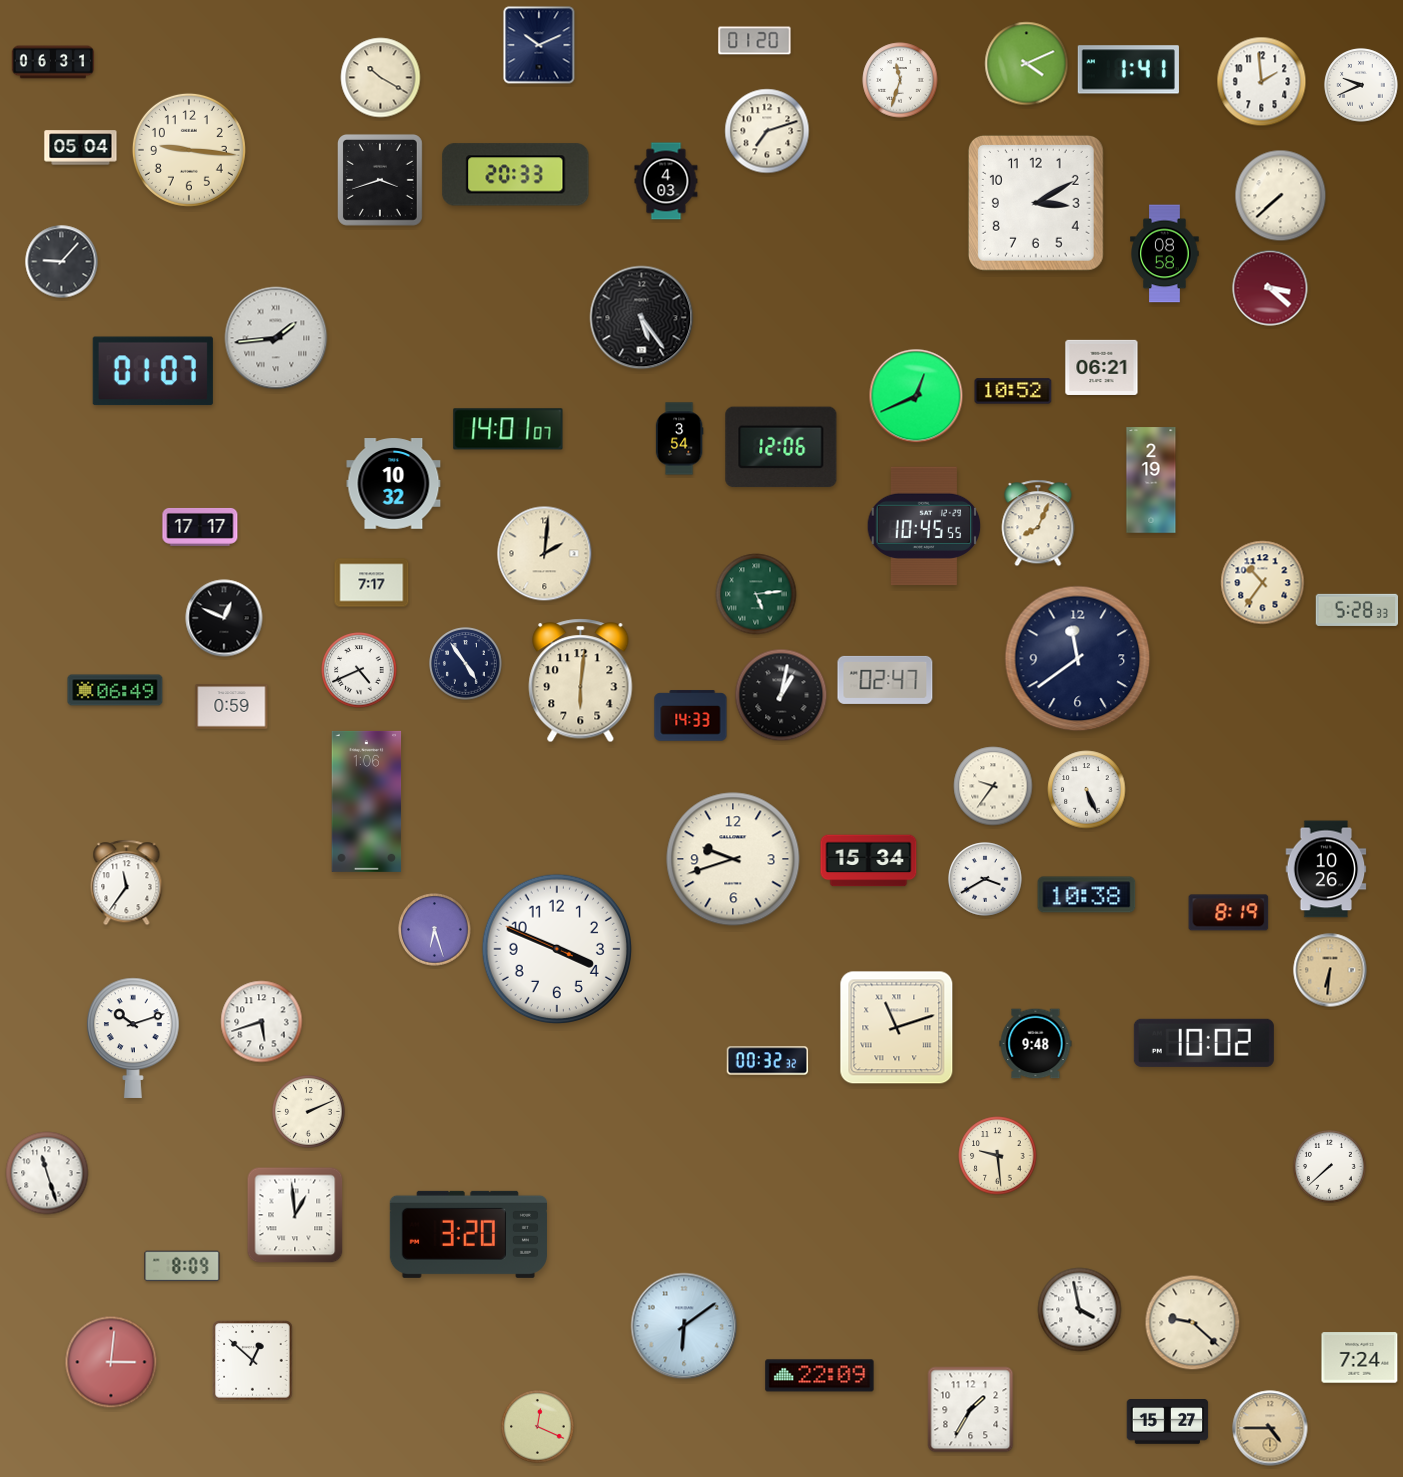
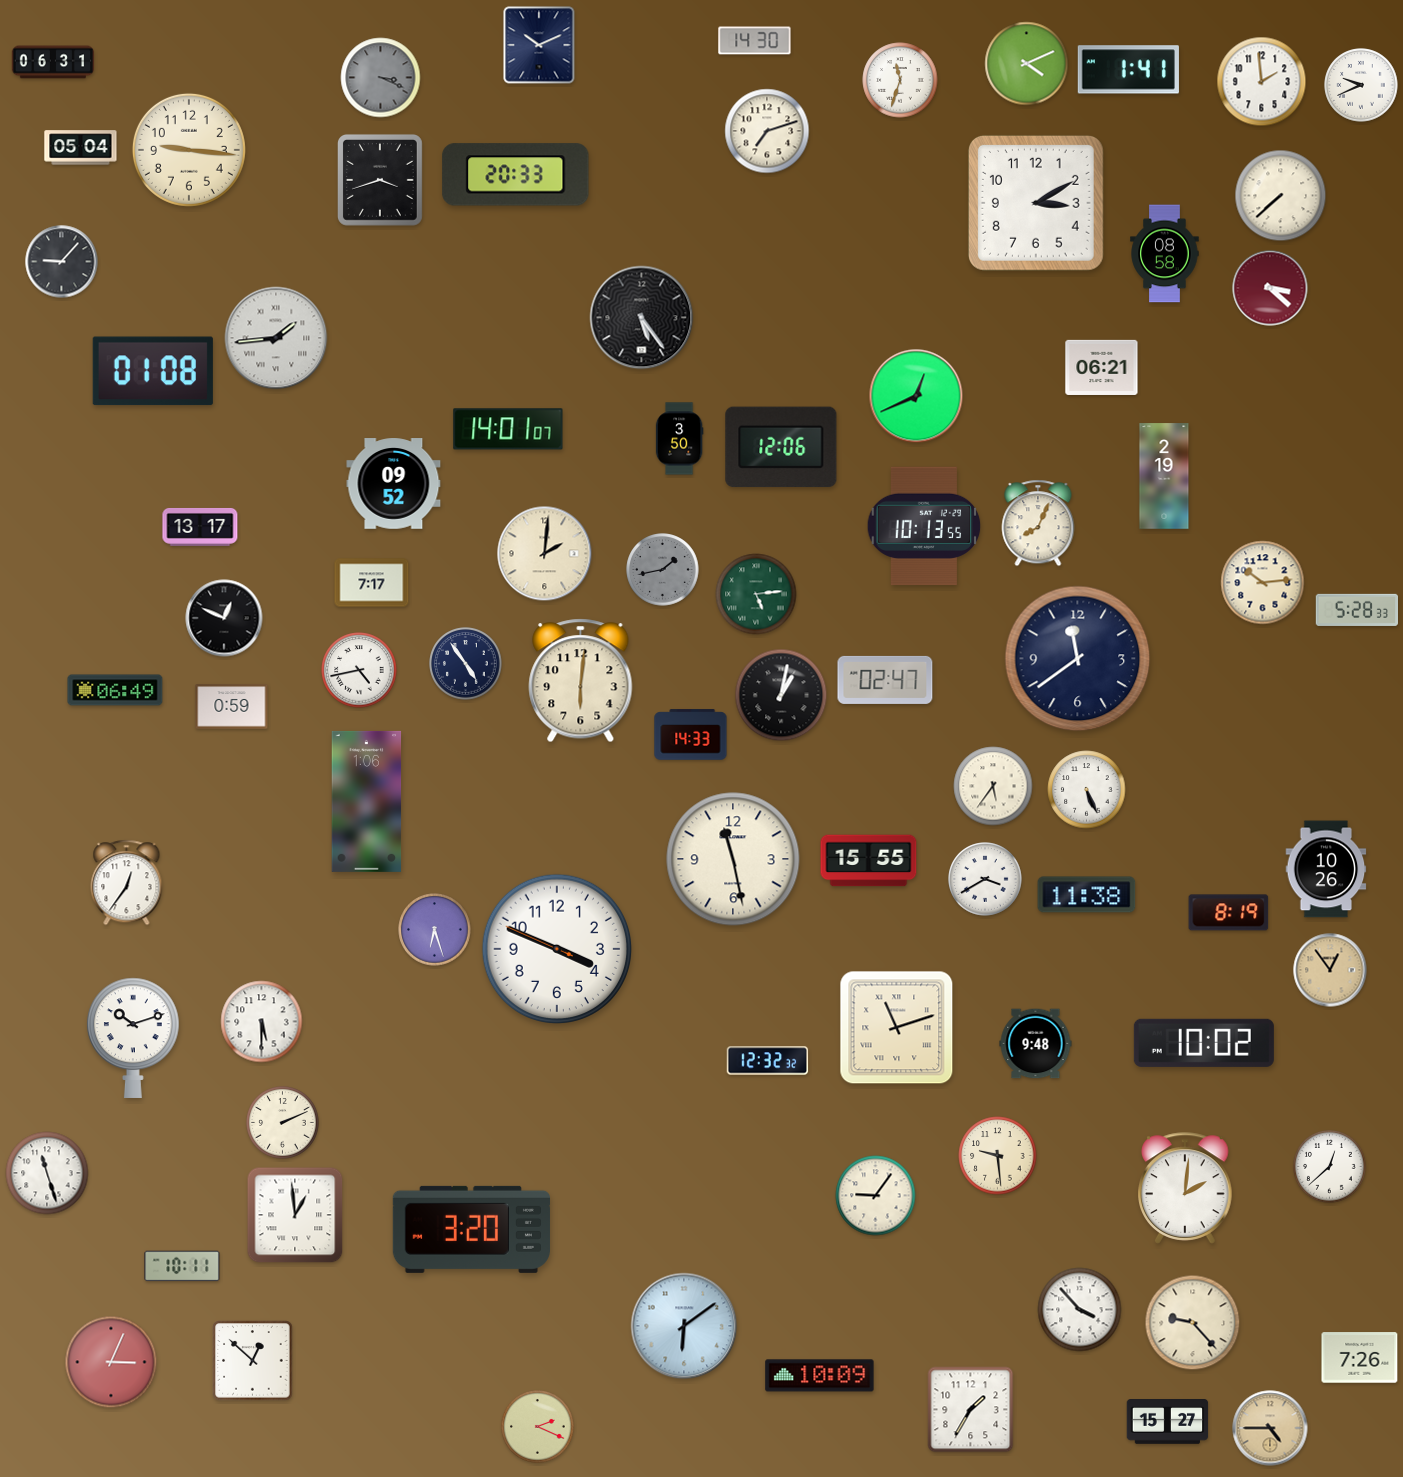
clock at (755, 41): 01:20 -> 14:30
clock at (381, 78): 10:20 -> 3:19
clock at (381, 78) dial: cream -> grey
clock at (666, 181): 4:03 -> none
clock at (153, 371): 01:07 -> 01:08
clock at (1013, 391): 10:52 -> none
clock at (679, 439): 3:54 -> 3:50
clock at (1151, 480) position: (1151, 480) -> (1164, 476)
clock at (394, 484): 10:32 -> 09:52
clock at (924, 526): 10:45 -> 10:13
clock at (200, 527): 17:17 -> 13:17
clock at (663, 570): none -> 1:43
clock at (1263, 583): 10:36 -> 10:14
clock at (359, 670): 4:41 -> 4:43
clock at (691, 716) position: (691, 716) -> (691, 735)
clock at (993, 786): 9:36 -> 5:36
clock at (733, 859): 9:42 -> 11:28
clock at (869, 861): 15:34 -> 15:55
clock at (127, 883): 11:36 -> 12:36
clock at (1087, 895): 10:38 -> 11:38
clock at (1330, 970): 6:31 -> 12:54
clock at (262, 1022): 5:42 -> 5:30
clock at (768, 1061): 00:32 -> 12:32
clock at (309, 1112) position: (309, 1112) -> (283, 1123)
clock at (1330, 1167): 7:38 -> 12:38
clock at (1186, 1188): none -> 2:01
clock at (876, 1196): none -> 9:06
clock at (468, 1234) position: (468, 1234) -> (471, 1229)
clock at (182, 1266): 8:09 -> 10:11
clock at (1080, 1310): 3:58 -> 3:53
clock at (1193, 1323): 9:22 -> 9:23
clock at (1360, 1358): 7:24 -> 7:26
clock at (111, 1362): 3:01 -> 3:04
clock at (820, 1376): 22:09 -> 10:09
clock at (538, 1427): 12:19 -> 2:19
